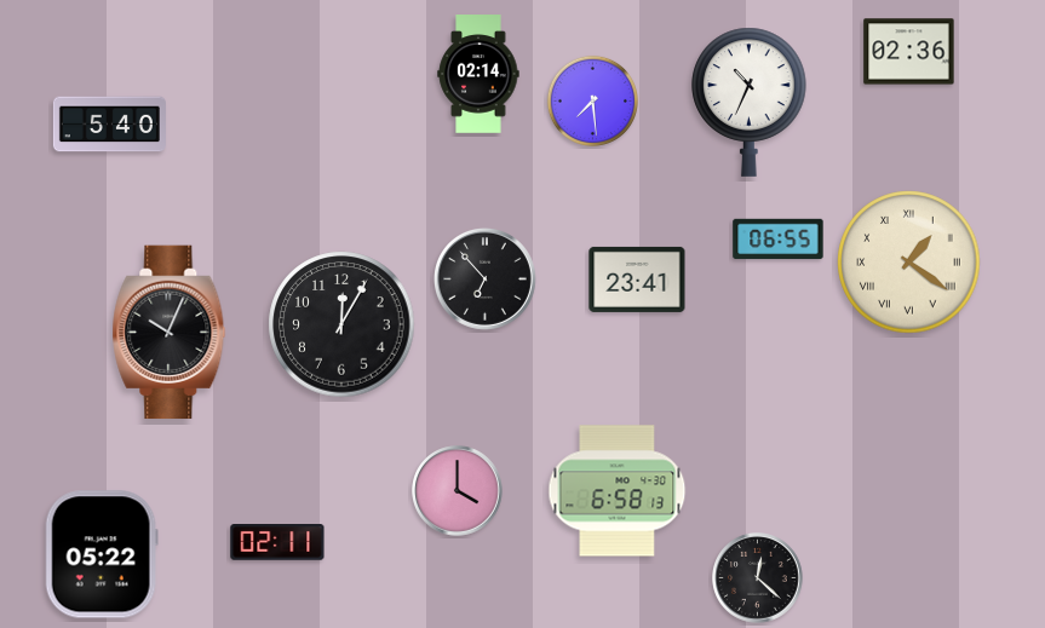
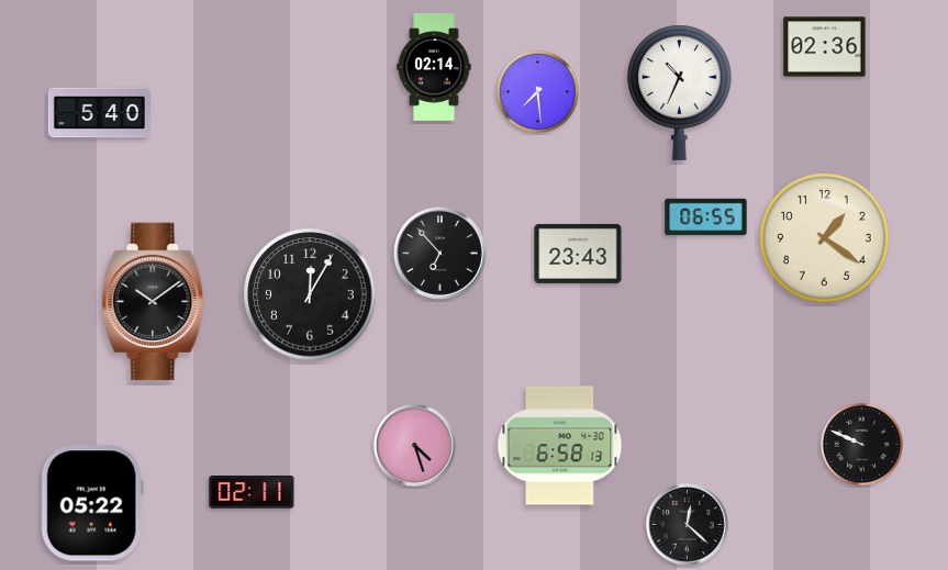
clock at (909, 263) numerals: Roman -> Arabic
clock at (637, 280): 23:41 -> 23:43
clock at (170, 333): 10:04 -> 10:09
clock at (861, 444): none -> 9:49
clock at (458, 491): 4:00 -> 4:27
